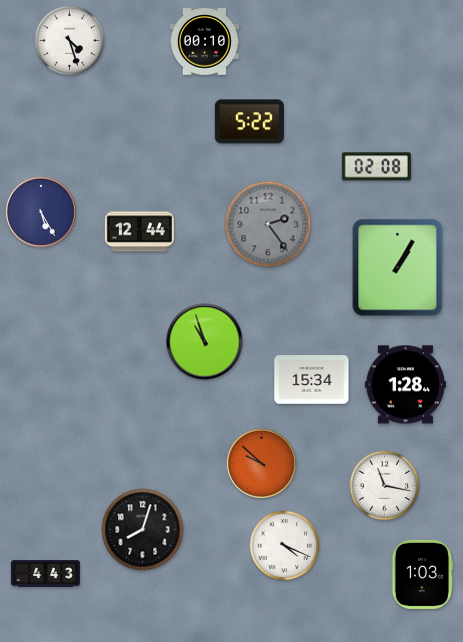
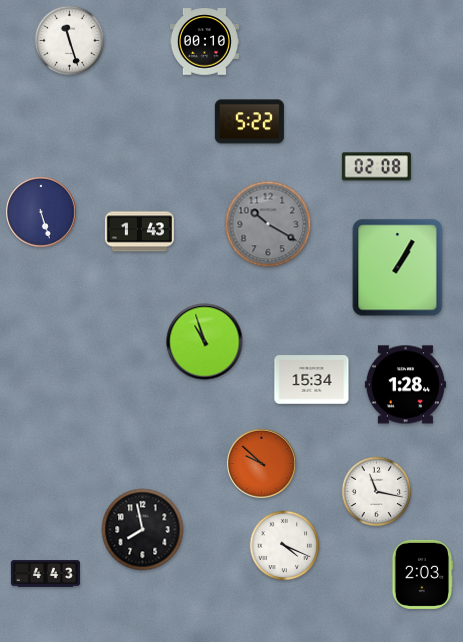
clock at (70, 41): 4:27 -> 11:27
clock at (42, 213): 5:25 -> 5:27
clock at (268, 224): 2:24 -> 10:20
clock at (139, 232): 12:44 -> 1:43
clock at (385, 486) position: (385, 486) -> (377, 492)
clock at (143, 530): 8:03 -> 7:58
clock at (422, 574): 1:03 -> 2:03
